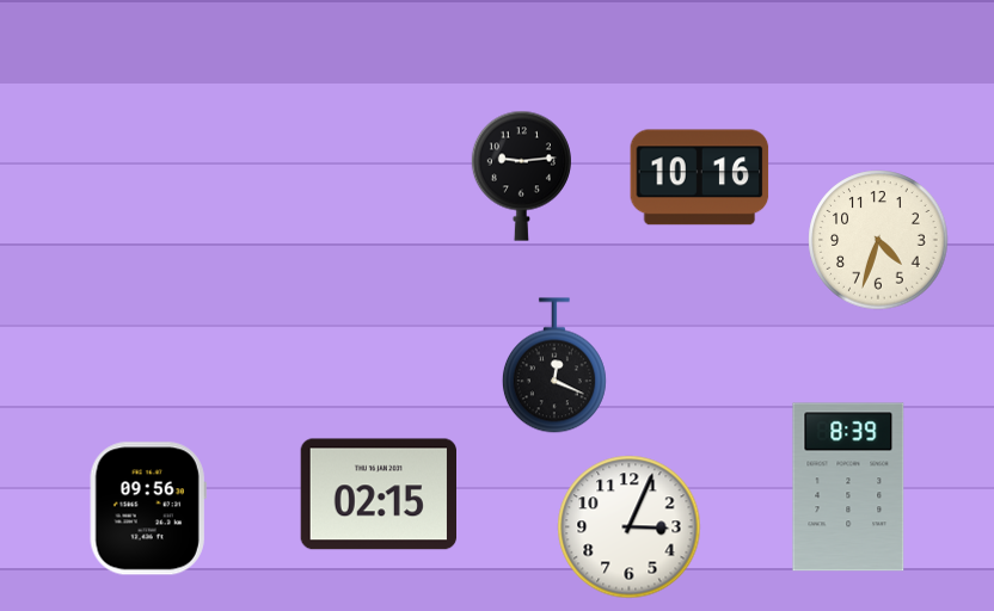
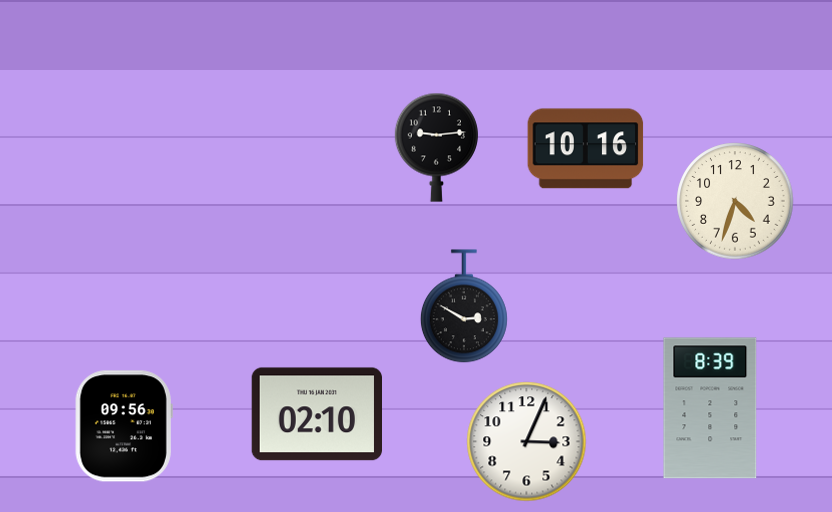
clock at (554, 365): 12:19 -> 2:50
clock at (378, 494): 02:15 -> 02:10
